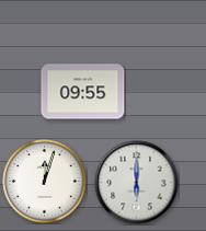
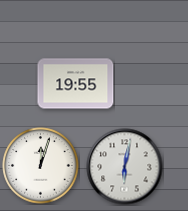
clock at (83, 92): 09:55 -> 19:55
clock at (137, 183): 6:00 -> 6:02
